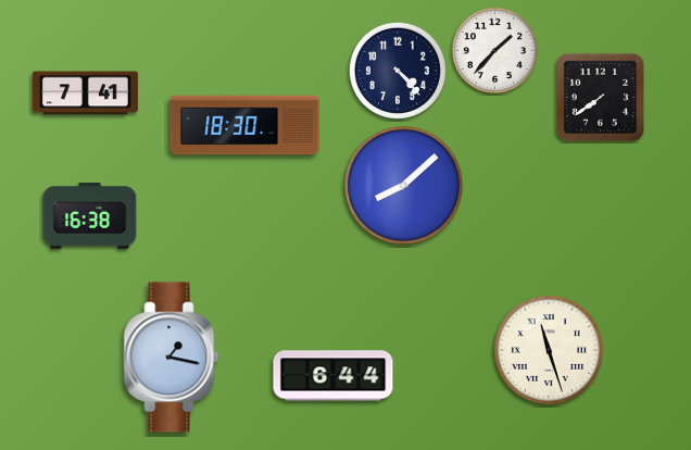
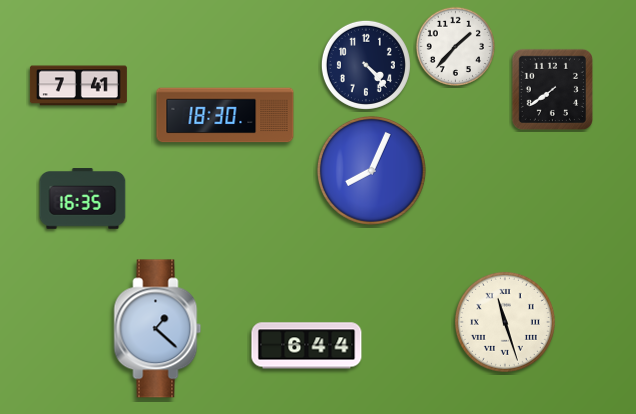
clock at (403, 185): 8:08 -> 8:04
clock at (90, 216): 16:38 -> 16:35
clock at (172, 358): 1:17 -> 1:22
